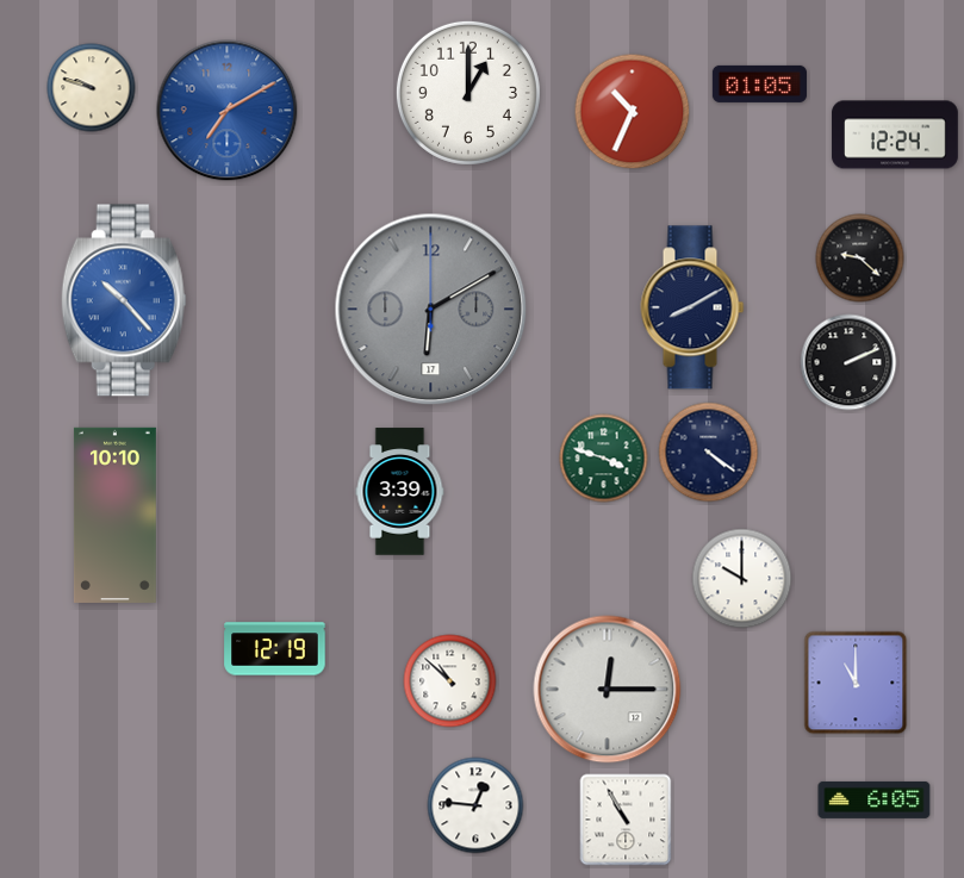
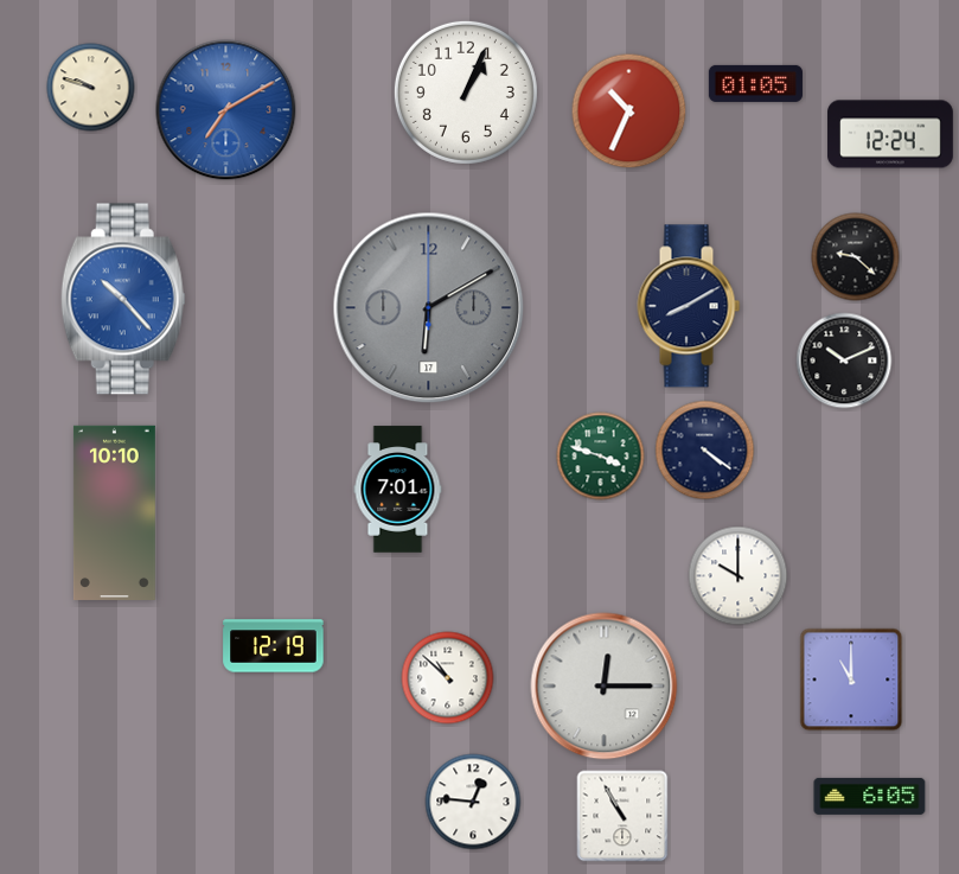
clock at (468, 93): 1:00 -> 1:04
clock at (848, 362): 2:11 -> 10:11
clock at (400, 492): 3:39 -> 7:01
